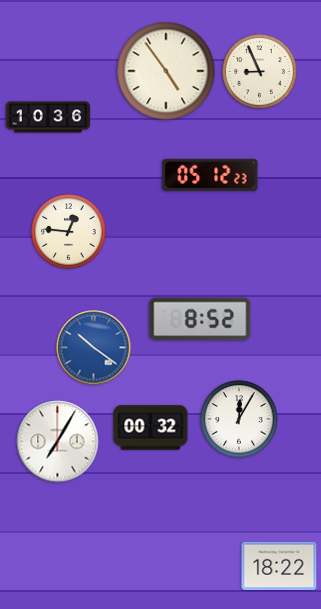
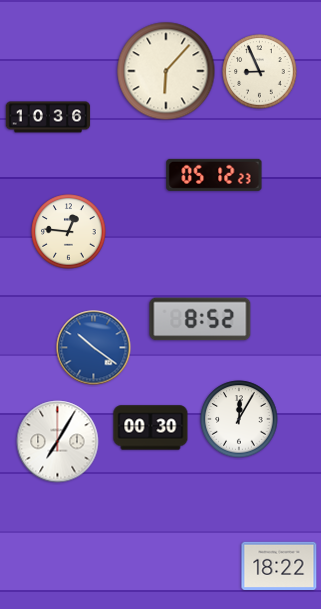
clock at (166, 71): 4:54 -> 6:07
clock at (210, 175) position: (210, 175) -> (214, 175)
clock at (151, 428): 00:32 -> 00:30
